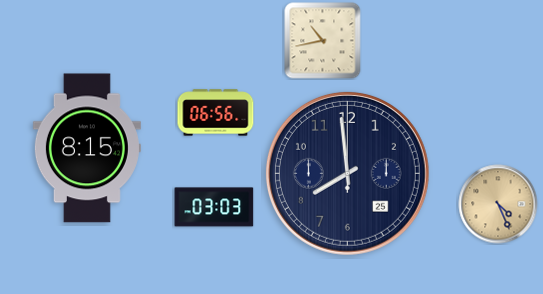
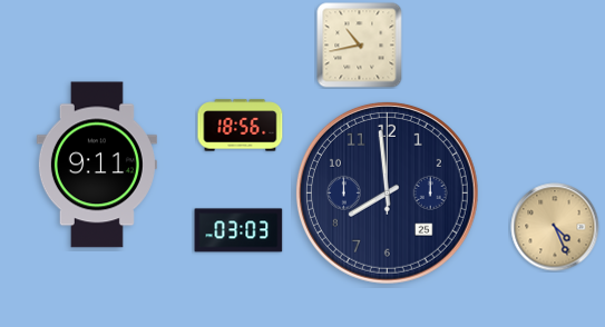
clock at (216, 113): 06:56 -> 18:56
clock at (87, 148): 8:15 -> 9:11
